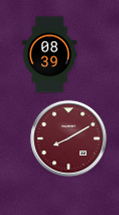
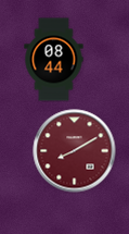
clock at (50, 55): 08:39 -> 08:44
